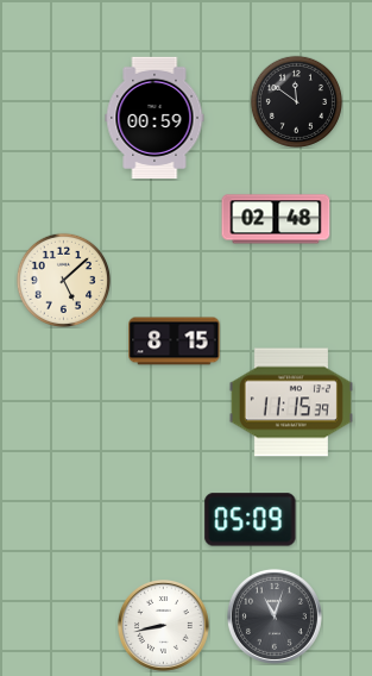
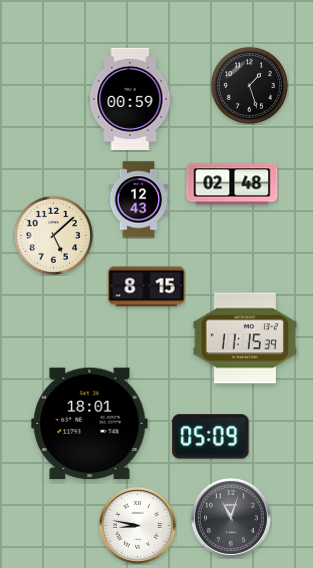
clock at (296, 101): 11:51 -> 1:27
clock at (139, 200): none -> 12:43
clock at (90, 424): none -> 18:01
clock at (164, 626): 8:43 -> 8:47
